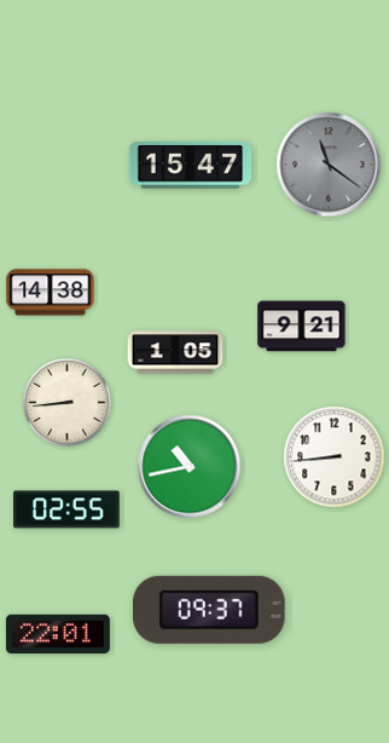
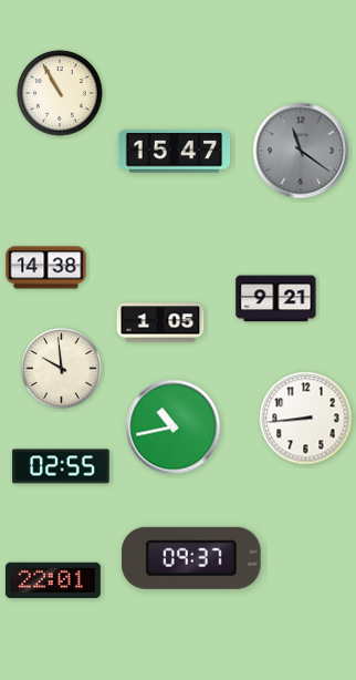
clock at (60, 93): none -> 10:55
clock at (68, 403): 8:44 -> 9:59
